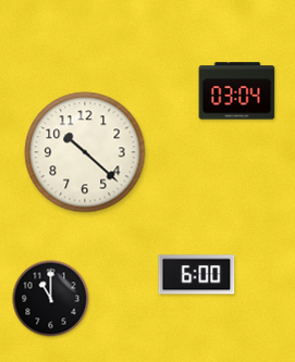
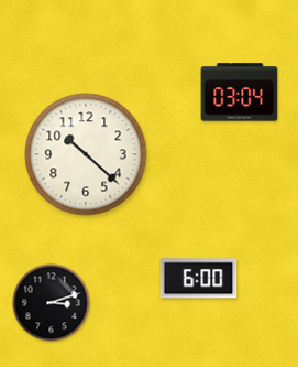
clock at (51, 299): 11:00 -> 3:12
